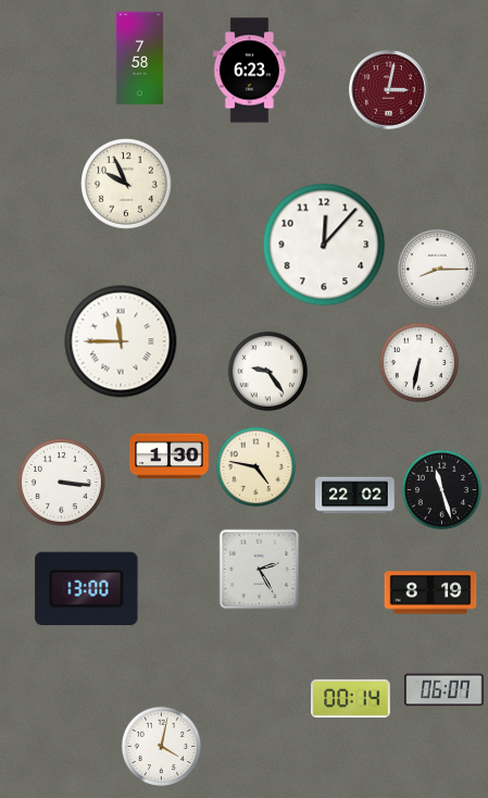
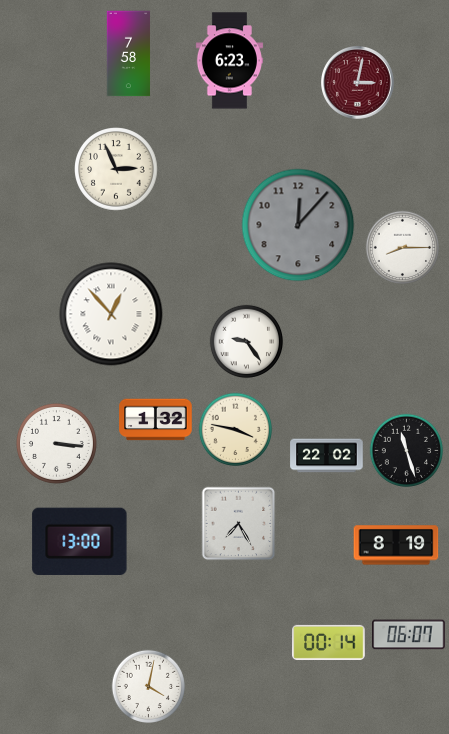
clock at (249, 71) position: (249, 71) -> (229, 61)
clock at (127, 185): 9:56 -> 2:56
clock at (324, 245) dial: white -> grey
clock at (121, 341): 11:45 -> 12:53
clock at (420, 363): 6:32 -> none
clock at (170, 457): 1:30 -> 1:32
clock at (256, 467): 4:47 -> 3:47
clock at (260, 570): 2:25 -> 7:25
clock at (351, 698) position: (351, 698) -> (329, 642)
